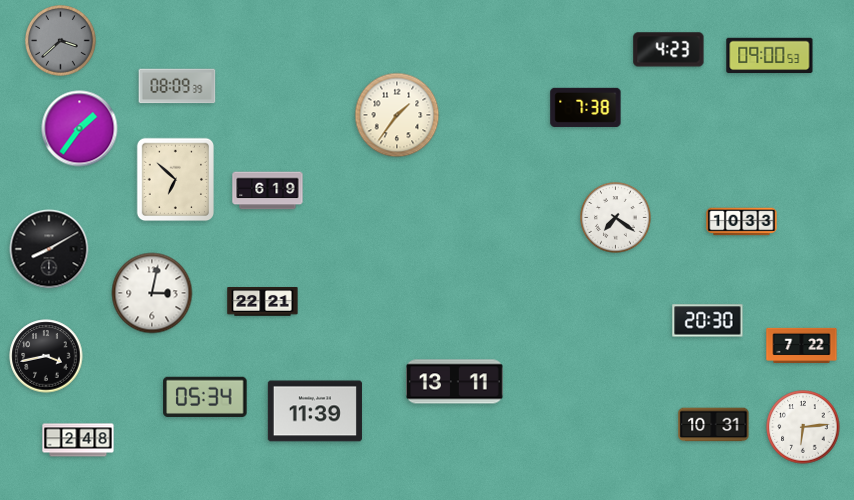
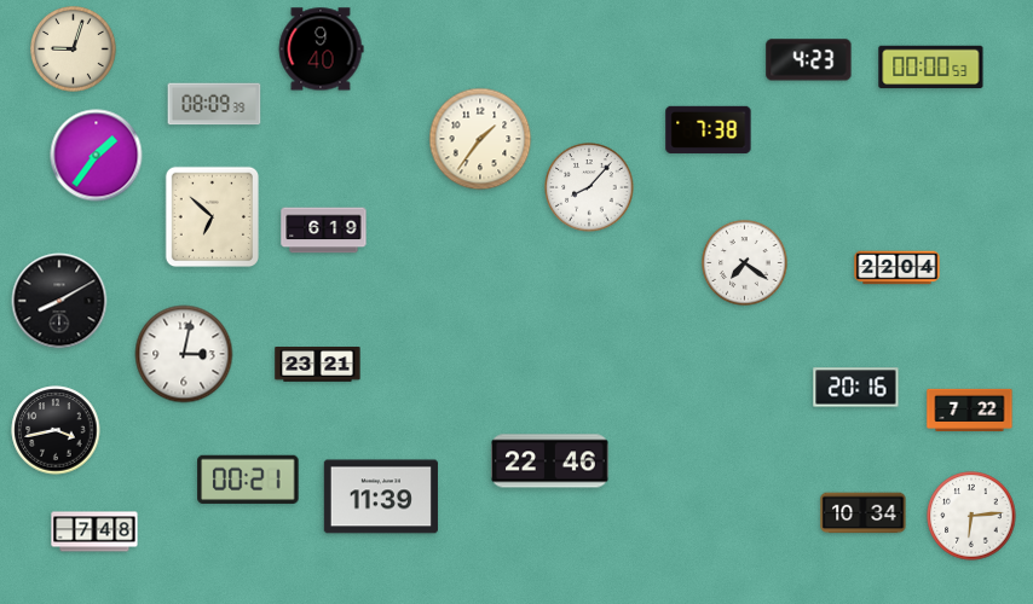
clock at (61, 41): 3:38 -> 9:03
clock at (61, 41) dial: grey -> cream
clock at (321, 50): none -> 9:40
clock at (770, 56): 09:00 -> 00:00
clock at (589, 187): none -> 8:07
clock at (742, 222): 10:33 -> 22:04
clock at (263, 302): 22:21 -> 23:21
clock at (708, 321): 20:30 -> 20:16
clock at (802, 345) position: (802, 345) -> (970, 410)
clock at (455, 382): 13:11 -> 22:46
clock at (205, 396): 05:34 -> 00:21
clock at (714, 425): 10:31 -> 10:34
clock at (78, 440): 2:48 -> 7:48
